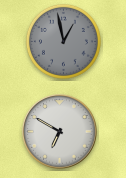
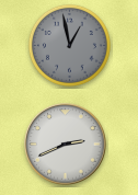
clock at (60, 132): 6:50 -> 2:41
